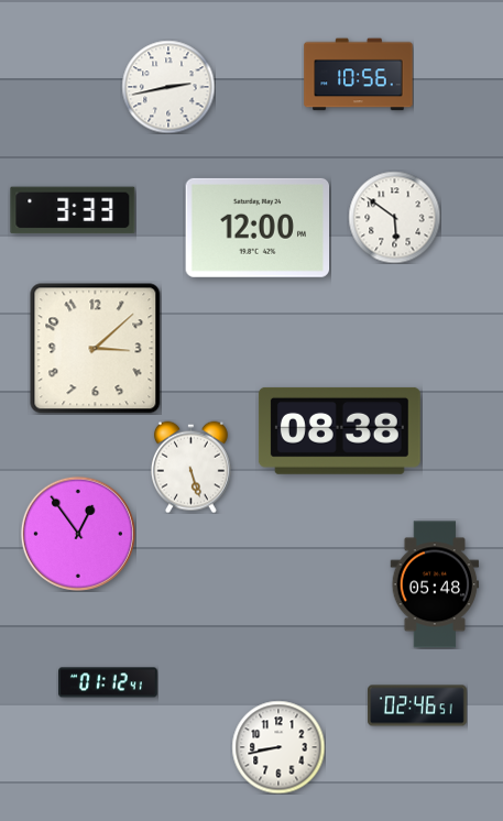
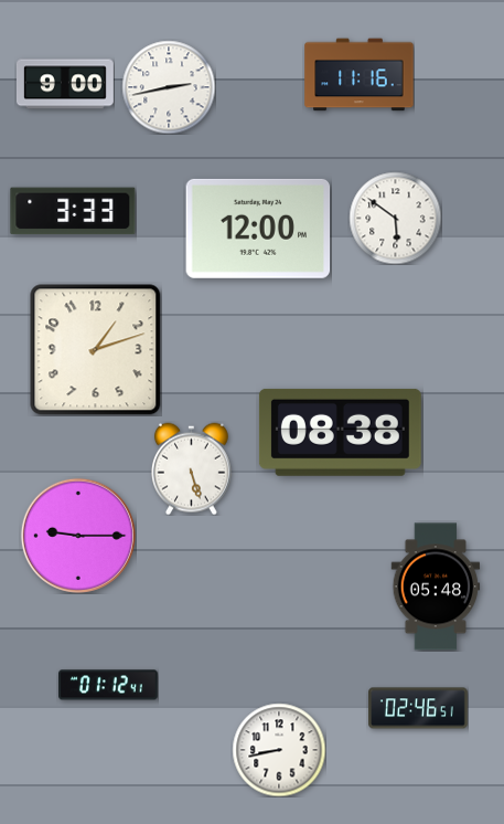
clock at (359, 75): 10:56 -> 11:16
clock at (65, 84): none -> 9:00
clock at (96, 349): 3:08 -> 1:12
clock at (78, 534): 12:54 -> 9:15
